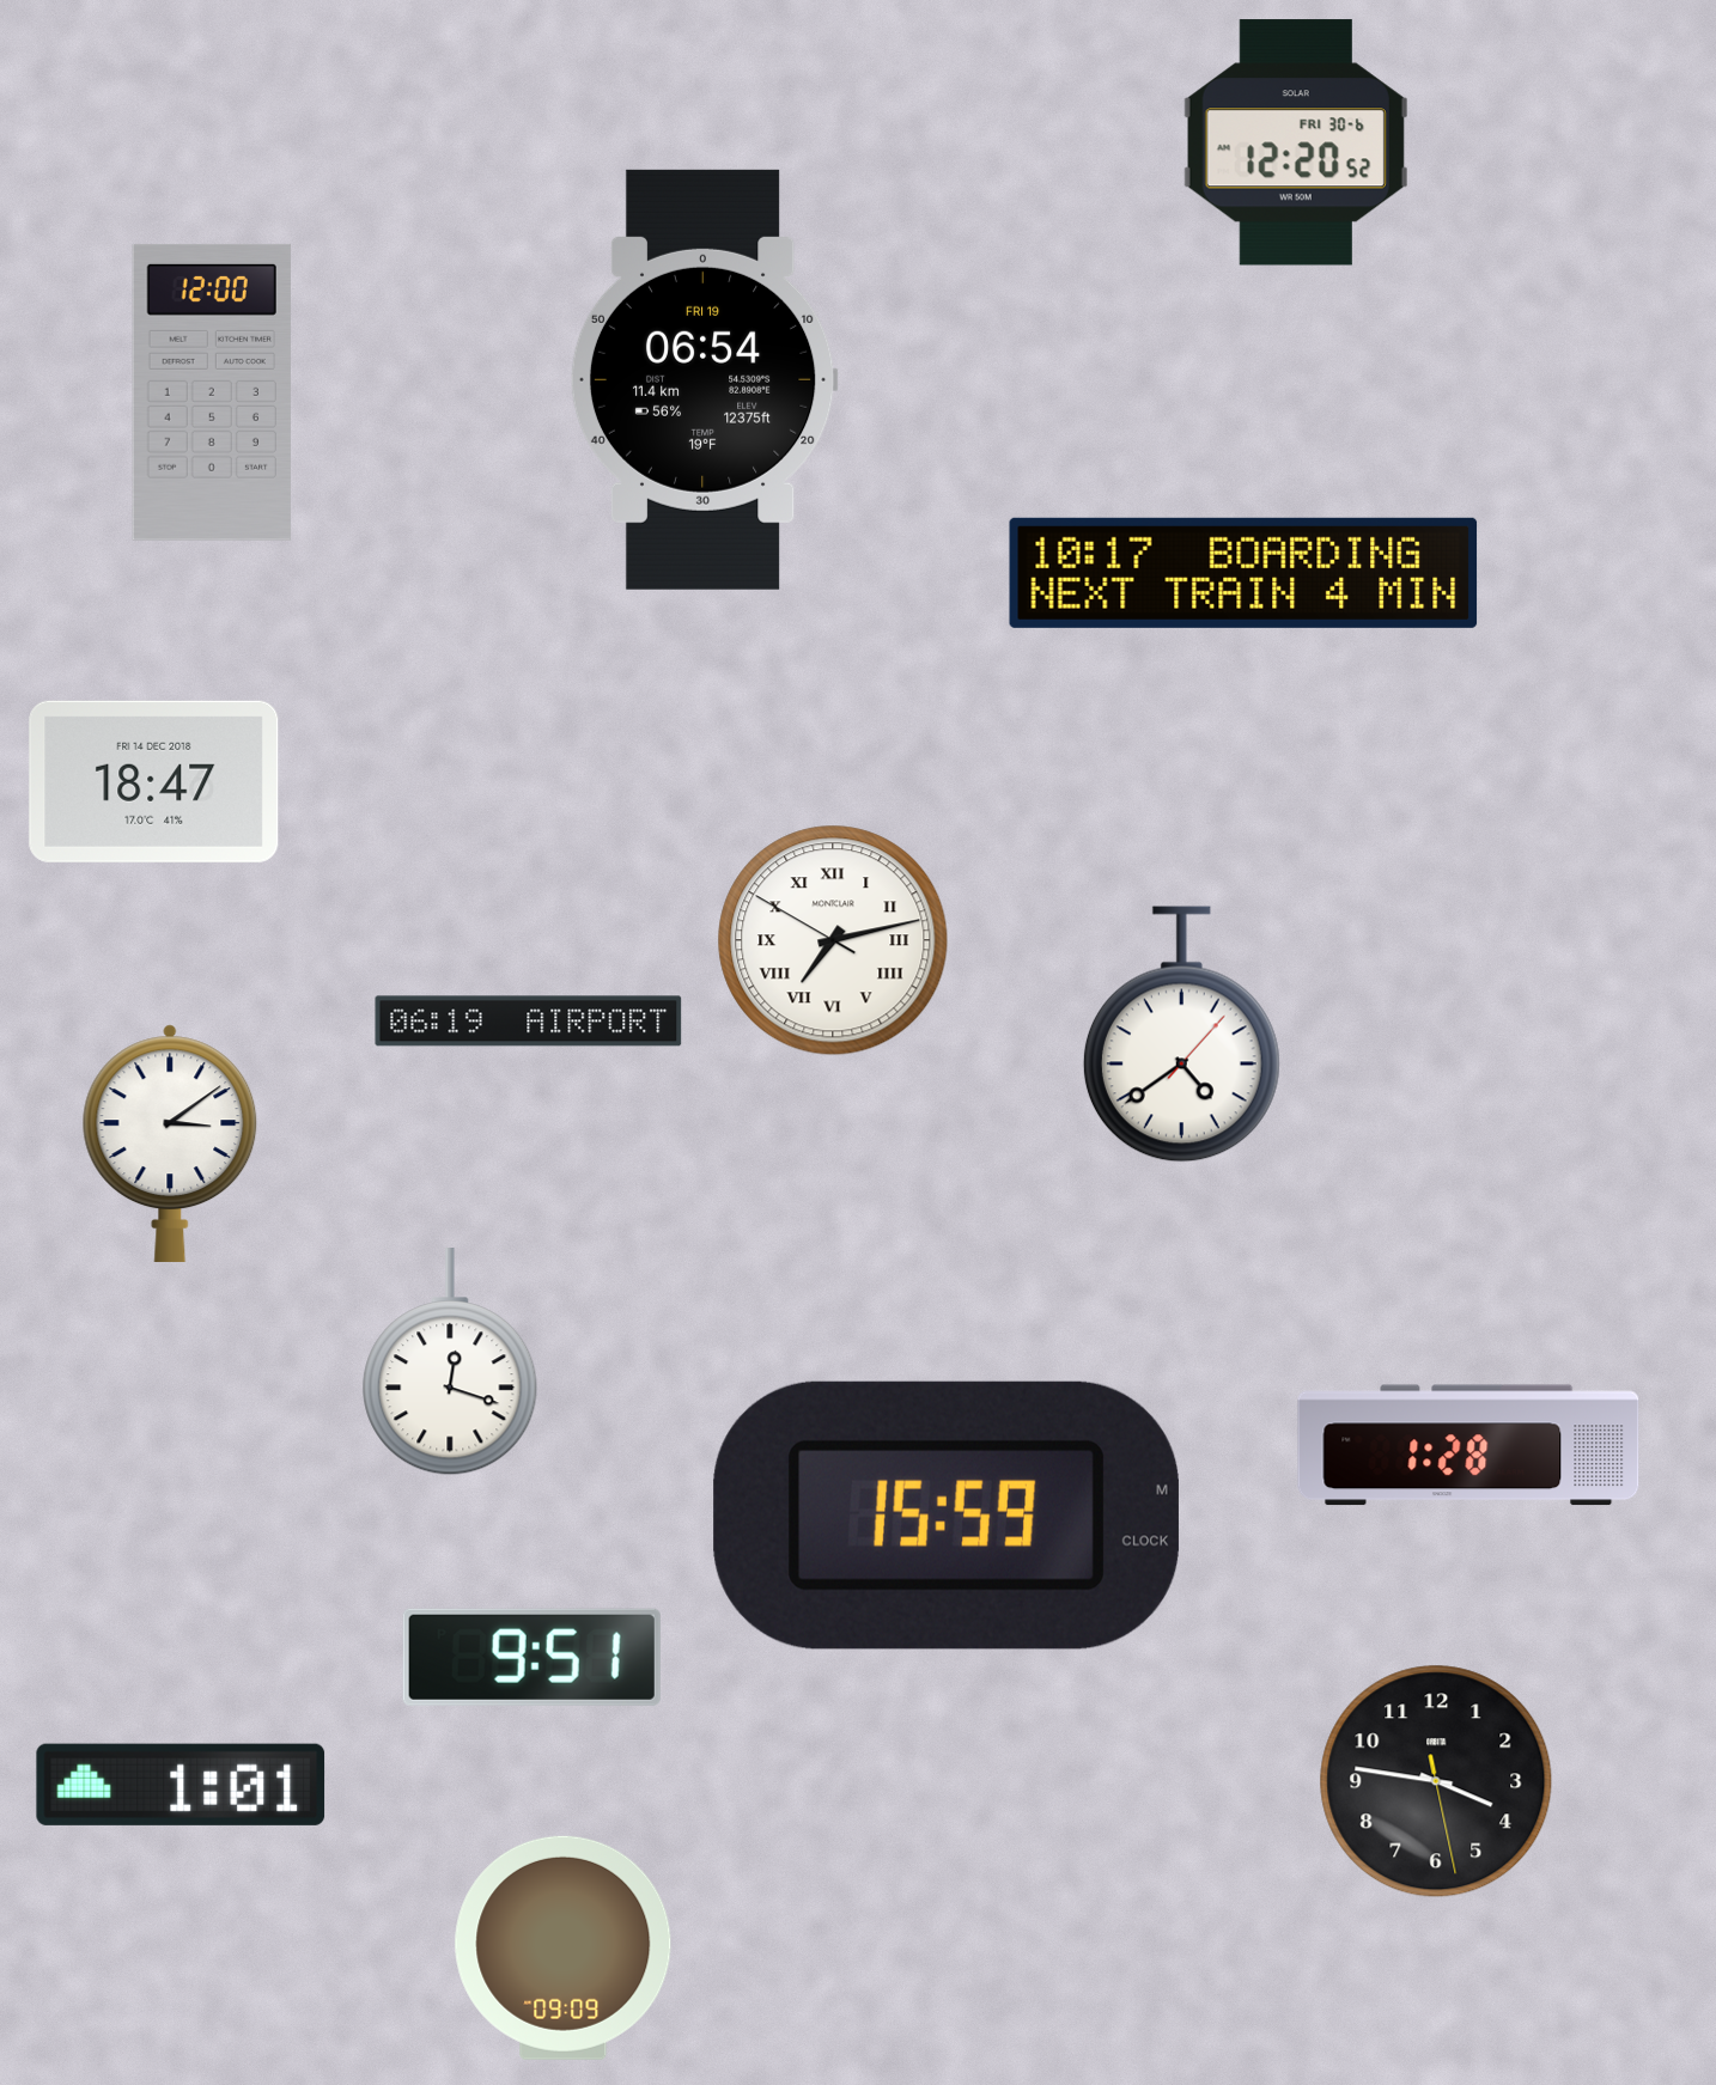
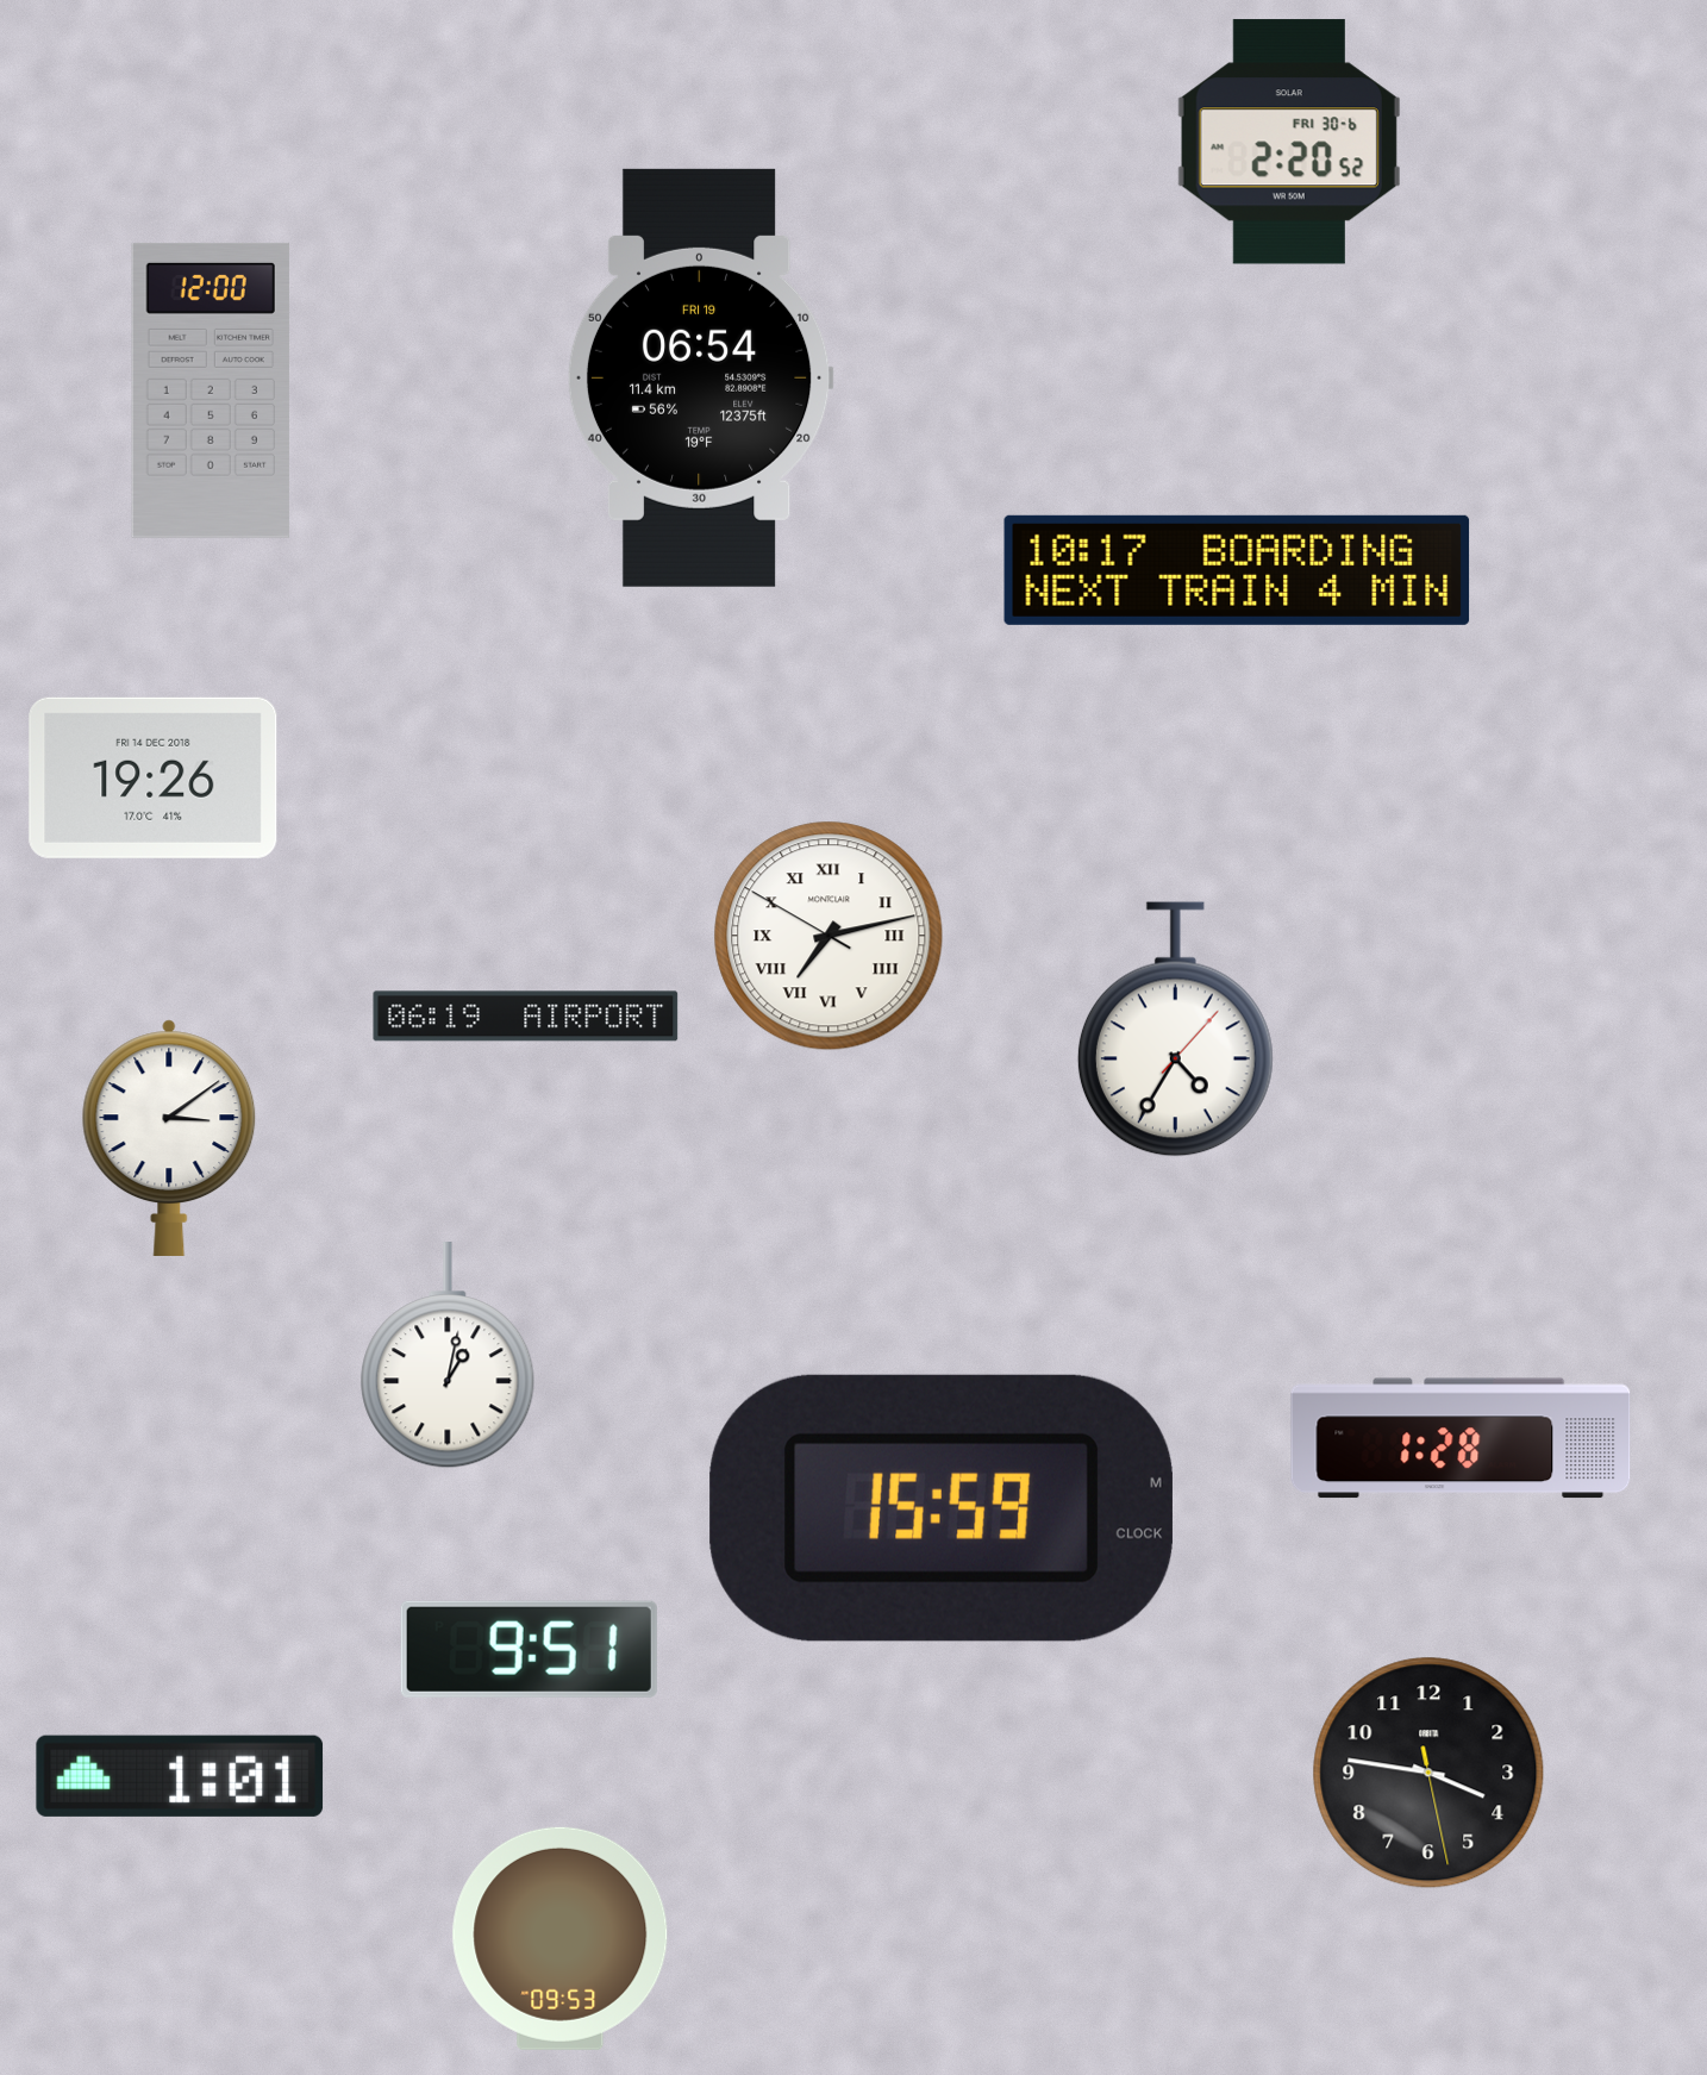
clock at (1296, 142): 12:20 -> 2:20
clock at (154, 781): 18:47 -> 19:26
clock at (1181, 1035): 4:39 -> 4:35
clock at (450, 1362): 12:18 -> 1:02
clock at (564, 1947): 09:09 -> 09:53
